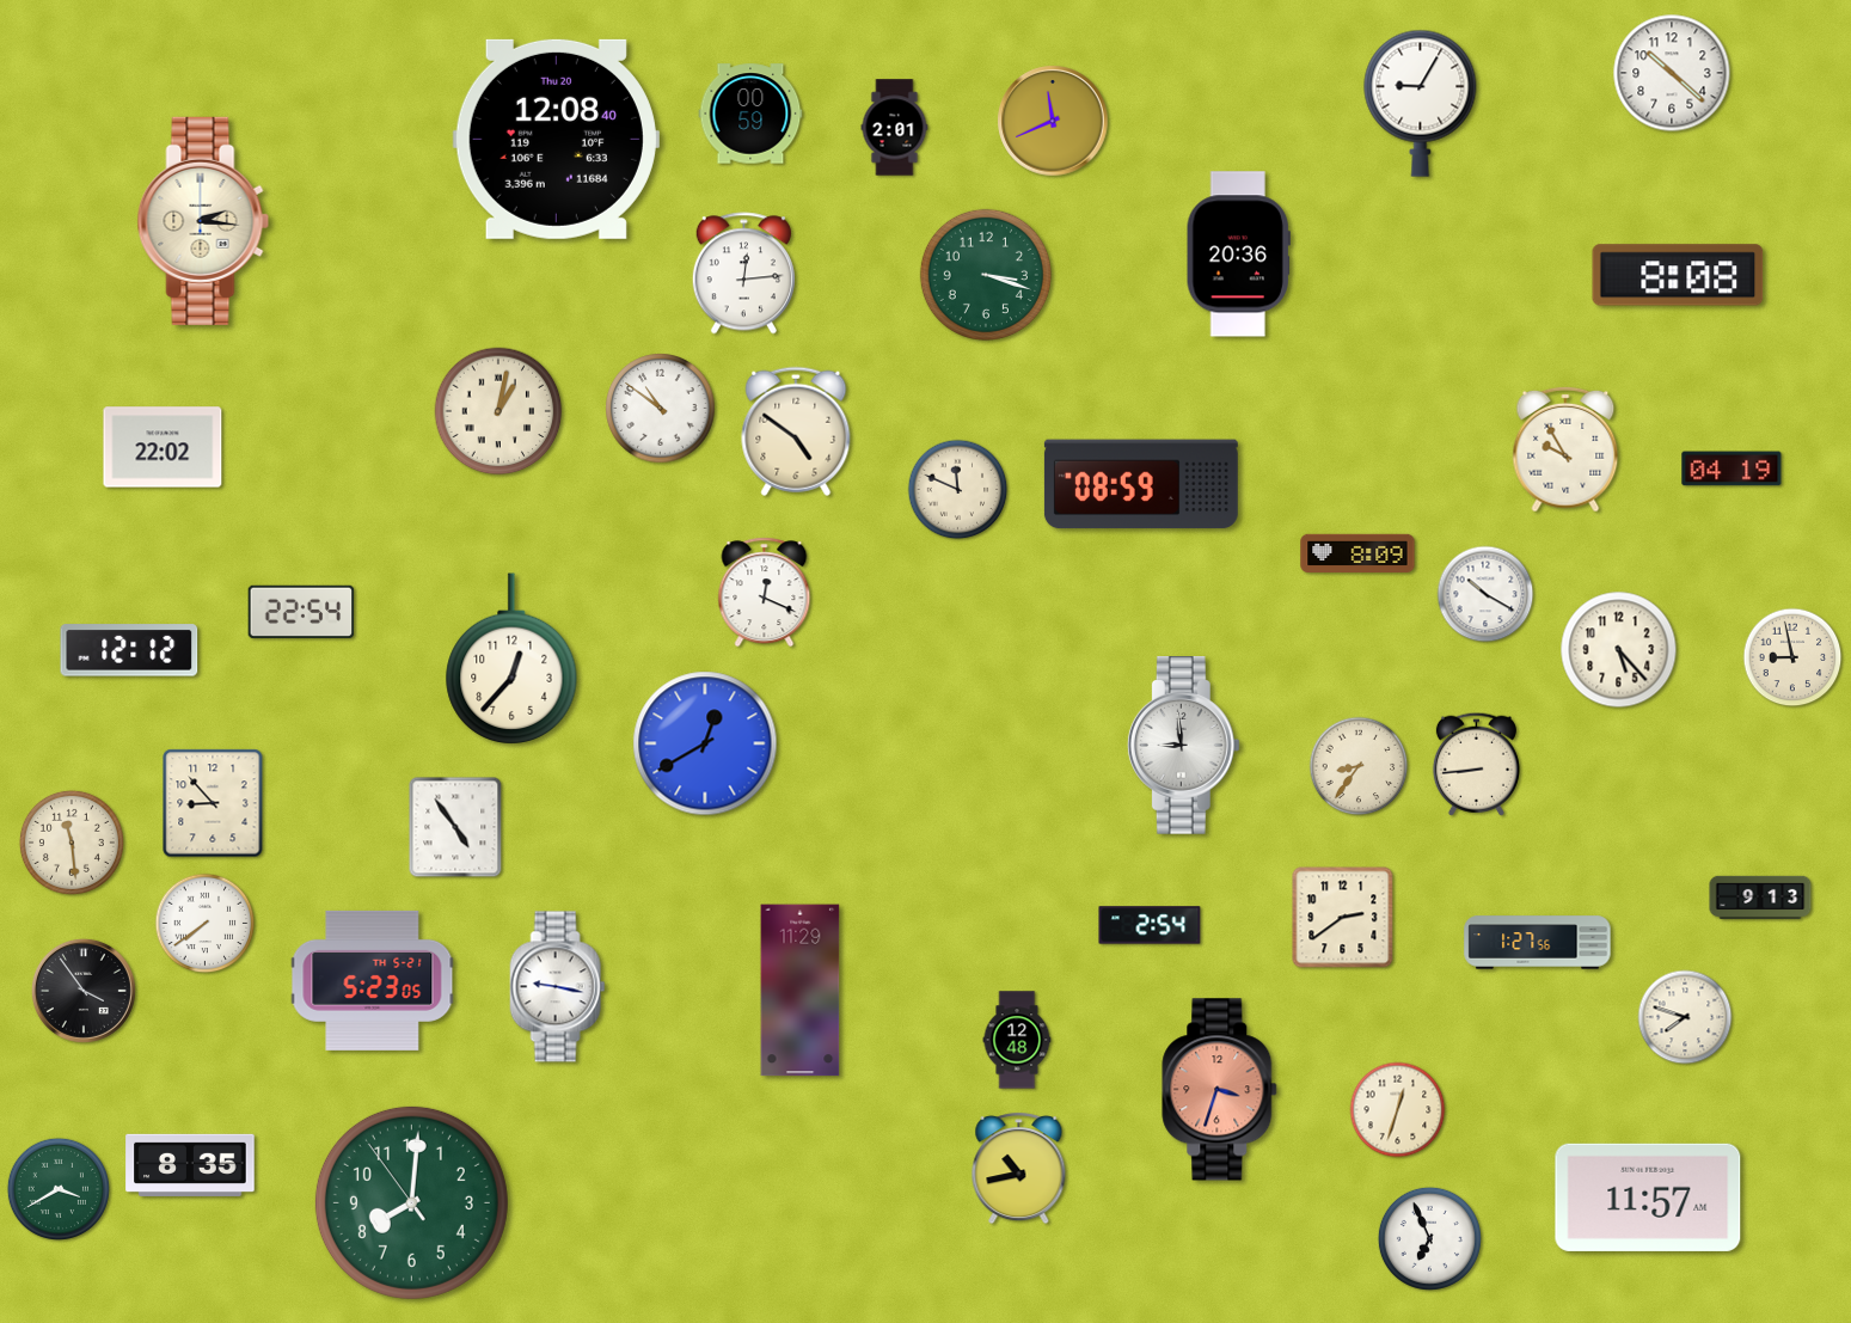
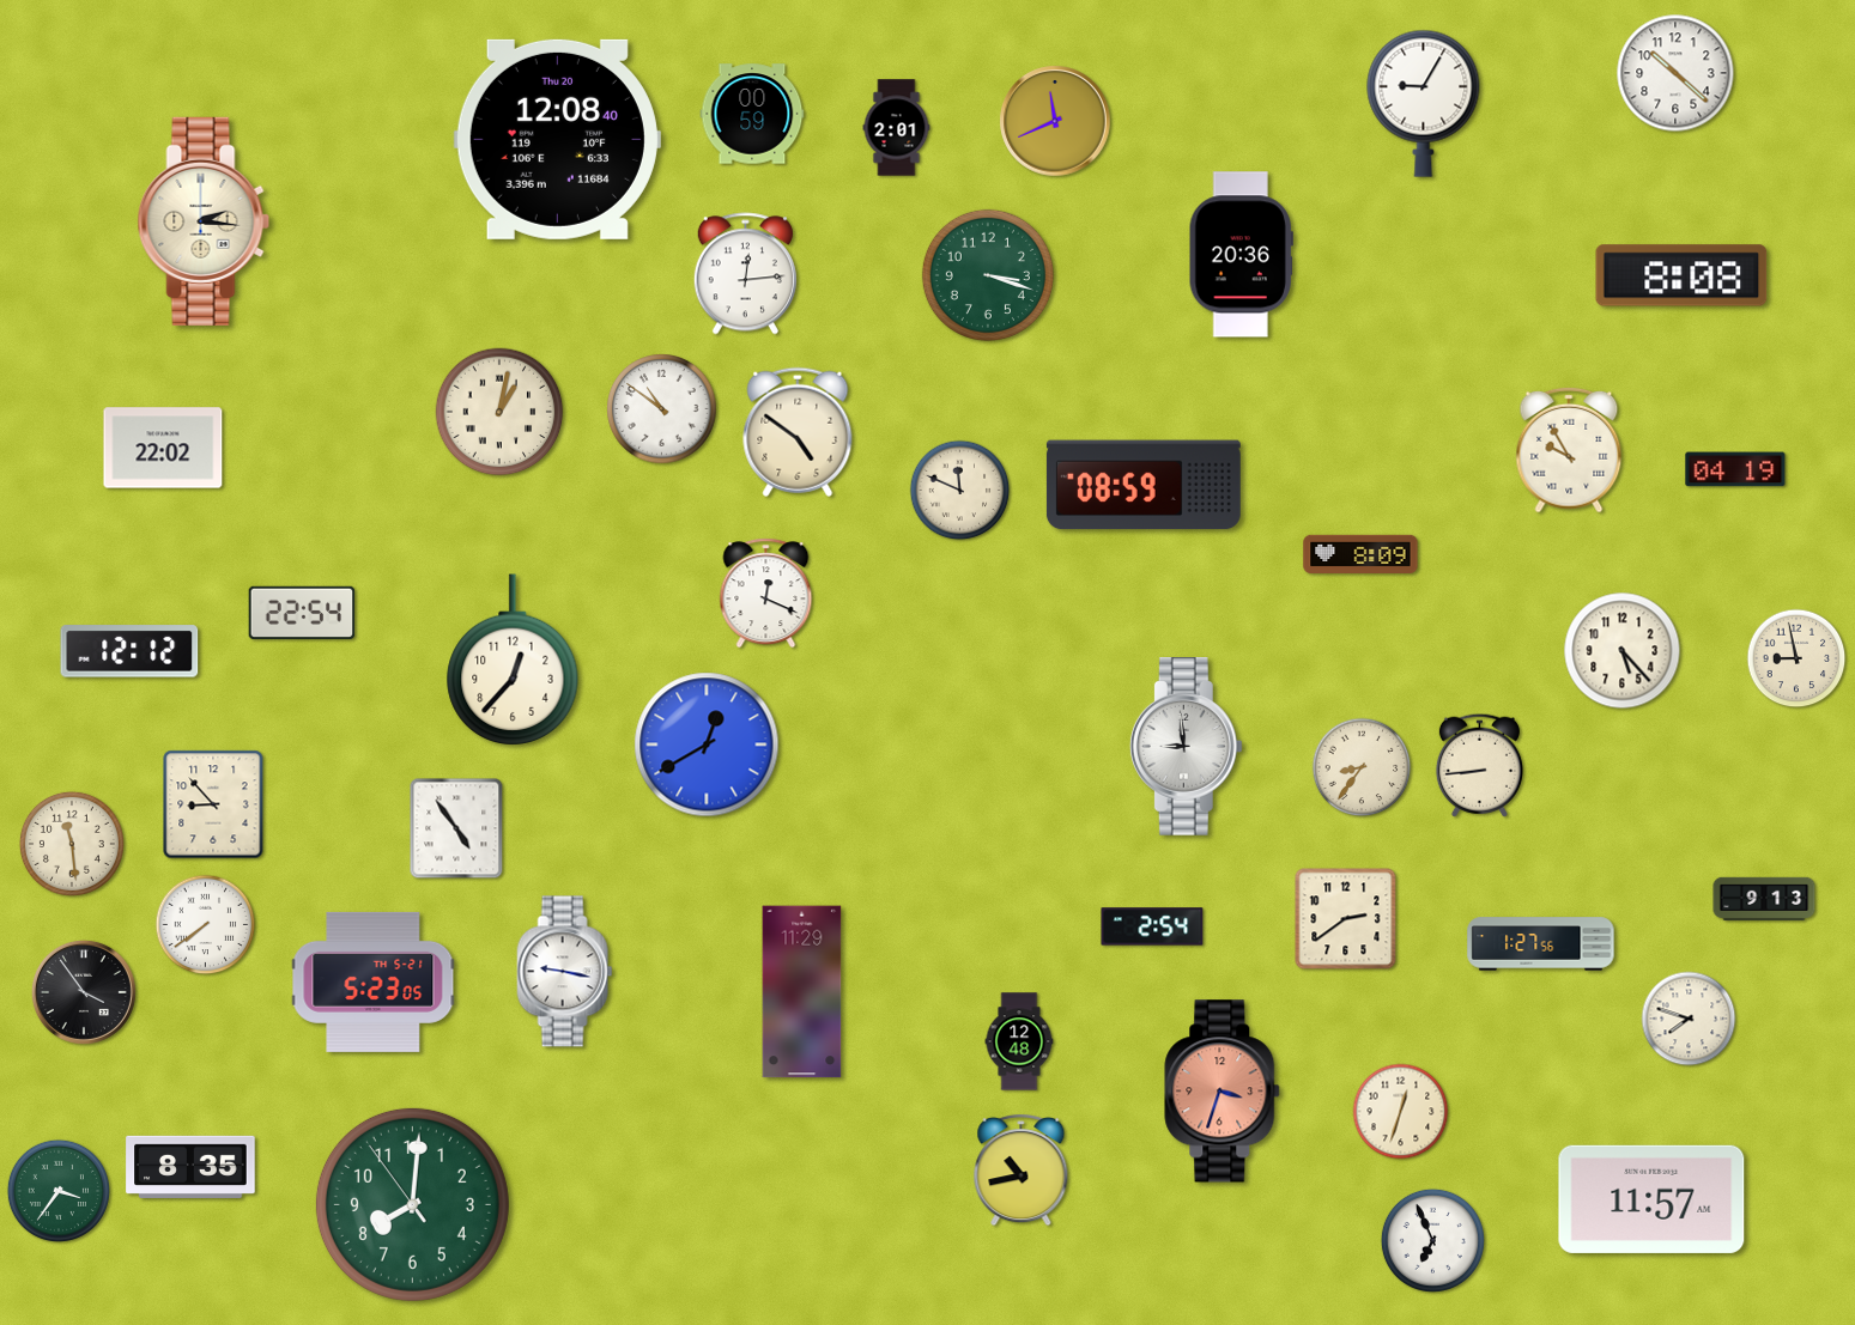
clock at (1485, 594): 10:20 -> none
clock at (558, 987) position: (558, 987) -> (565, 972)
clock at (59, 1189): 3:40 -> 3:36
